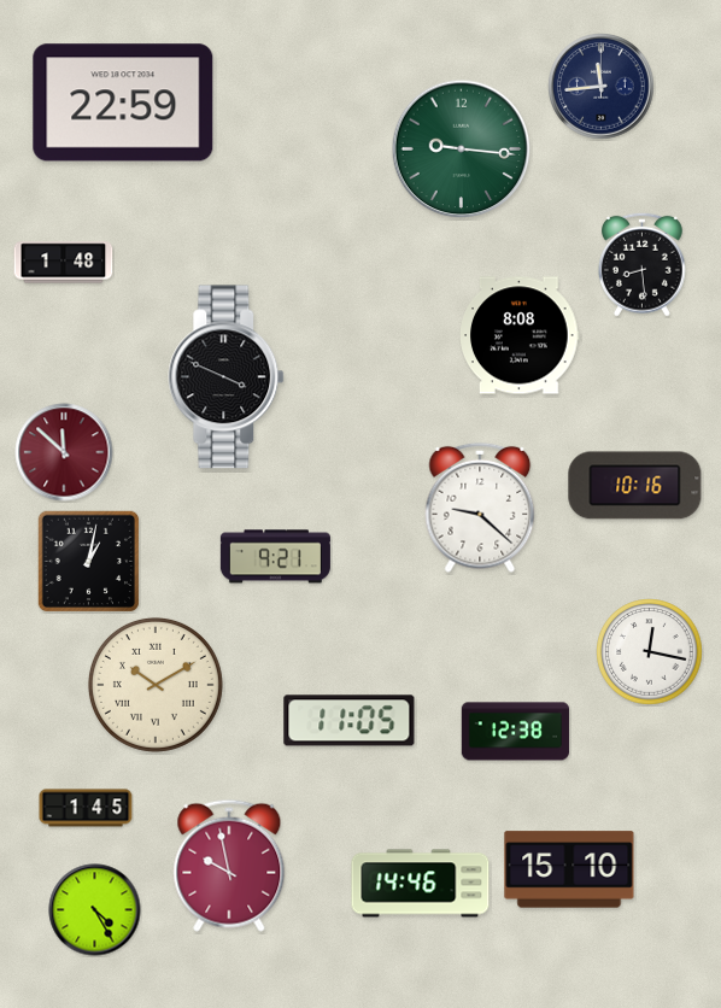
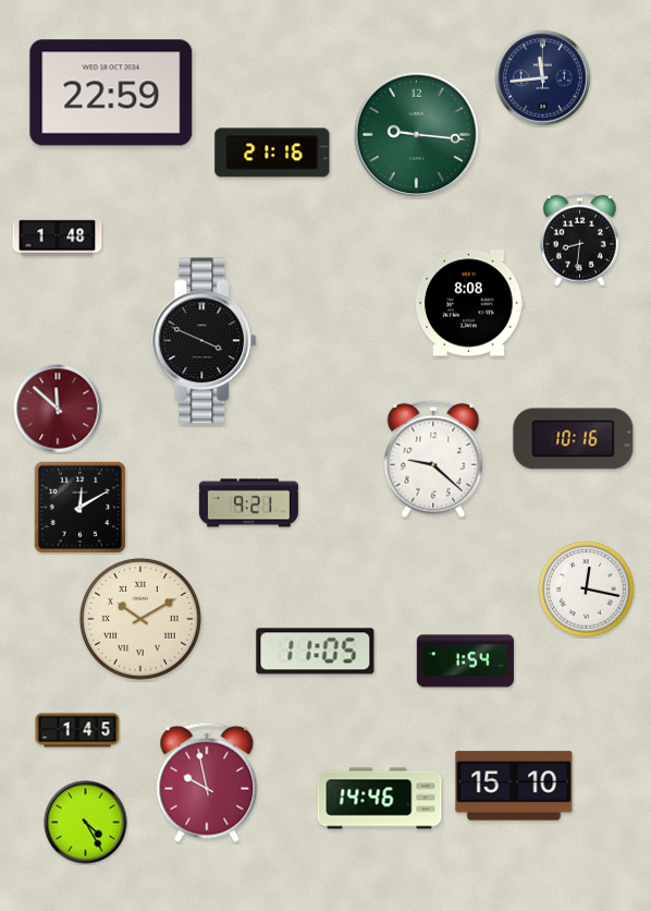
clock at (272, 153): none -> 21:16
clock at (643, 264): 8:29 -> 8:31
clock at (88, 561): 1:02 -> 12:10
clock at (515, 732): 12:38 -> 1:54
